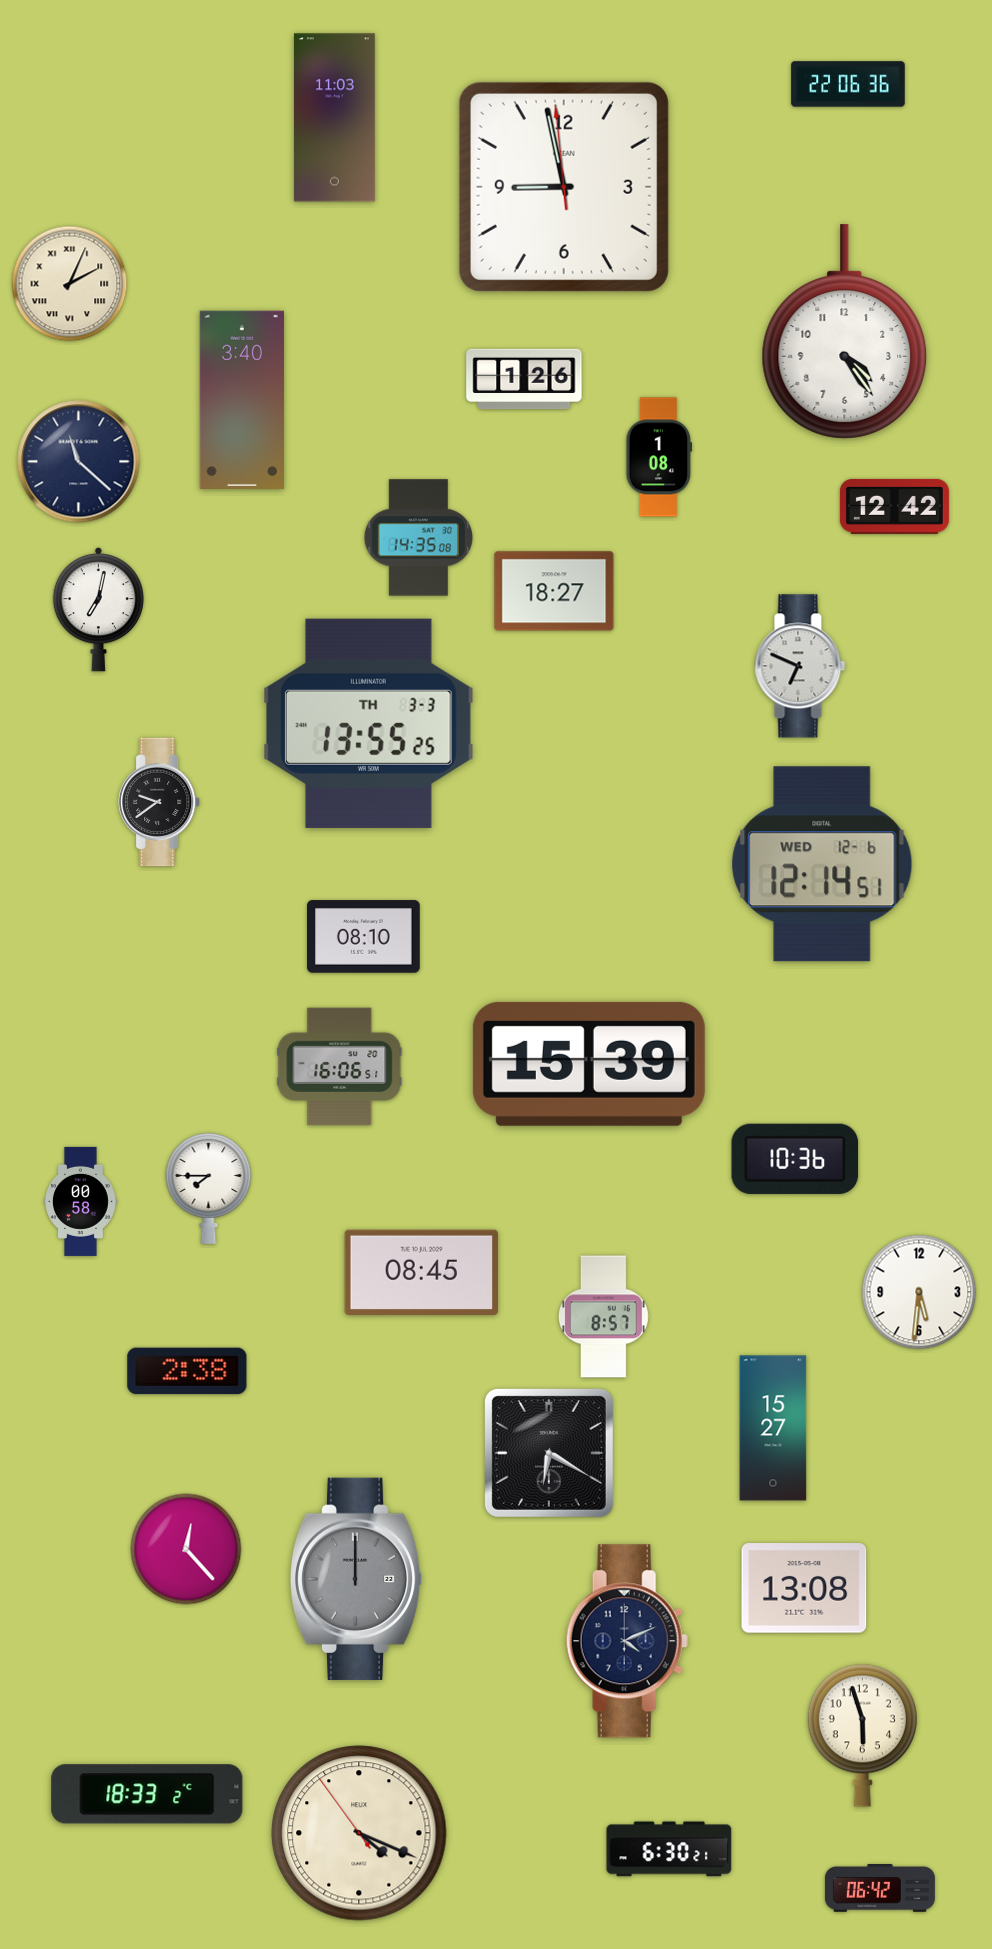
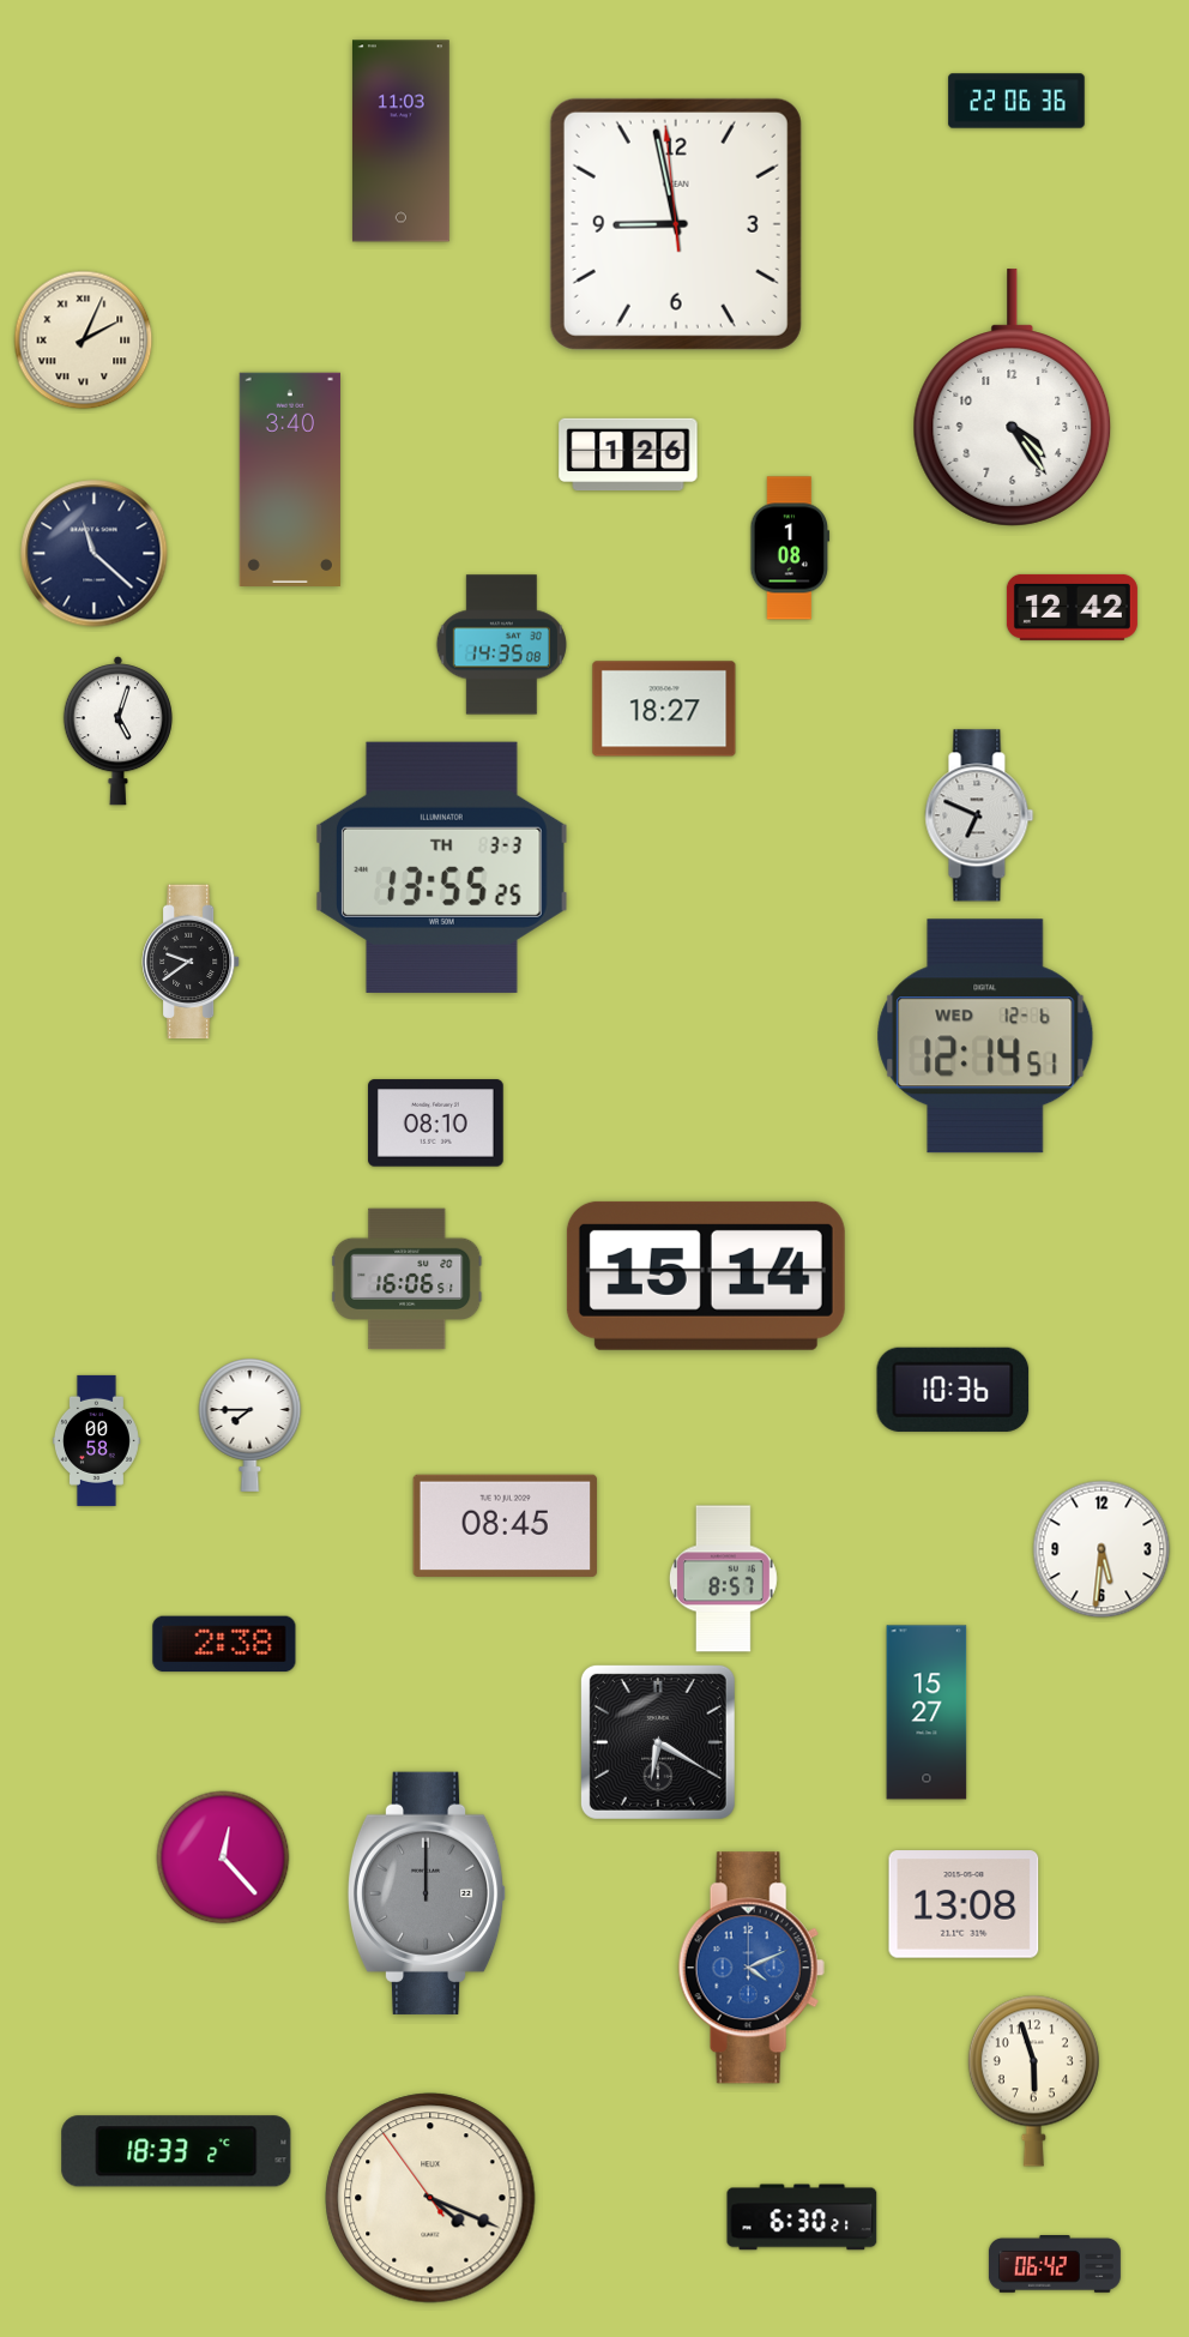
clock at (98, 610): 7:02 -> 5:03
clock at (800, 666) position: (800, 666) -> (979, 815)
clock at (589, 1064): 15:39 -> 15:14
clock at (627, 1641) dial: navy -> blue
